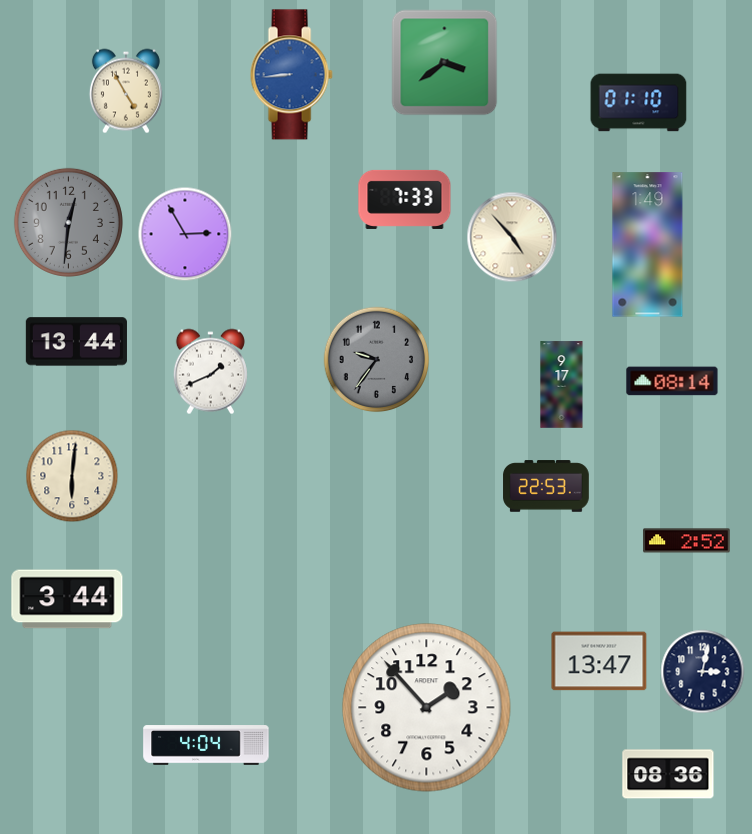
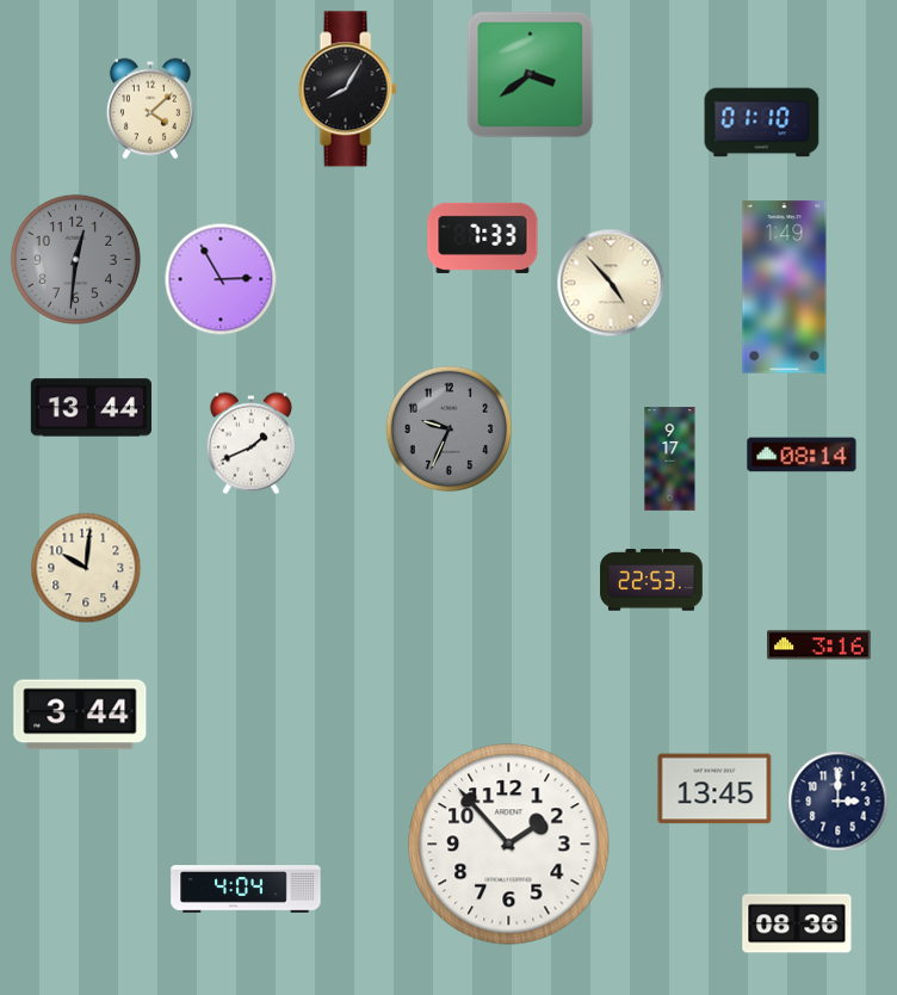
clock at (291, 75): 8:44 -> 8:05
clock at (291, 75) dial: blue -> black
clock at (126, 91): 4:55 -> 4:08
clock at (68, 222) position: (68, 222) -> (75, 259)
clock at (648, 245) position: (648, 245) -> (785, 288)
clock at (377, 360): 9:36 -> 9:34
clock at (72, 476): 6:01 -> 10:01
clock at (687, 541): 2:52 -> 3:16
clock at (599, 661): 13:47 -> 13:45
clock at (703, 672): 3:02 -> 3:00
